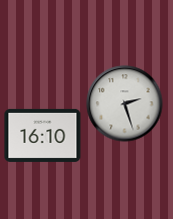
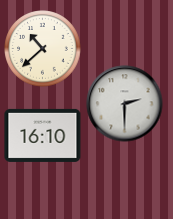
clock at (43, 49): none -> 10:38
clock at (125, 104): 2:27 -> 2:30
